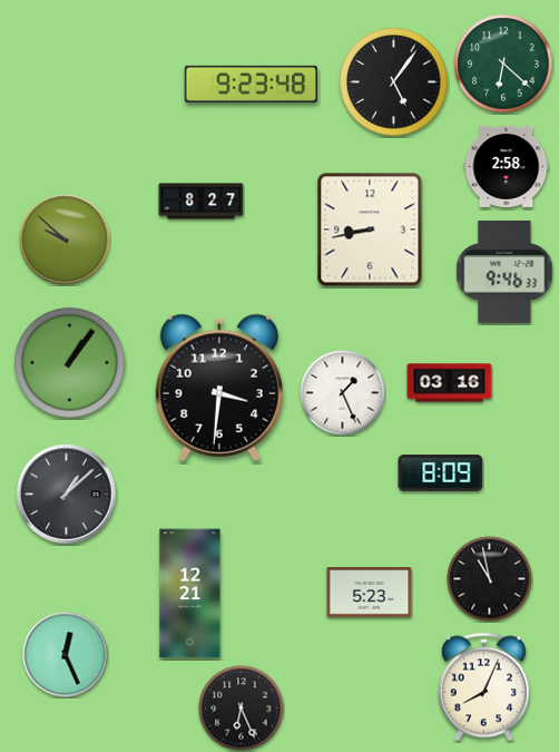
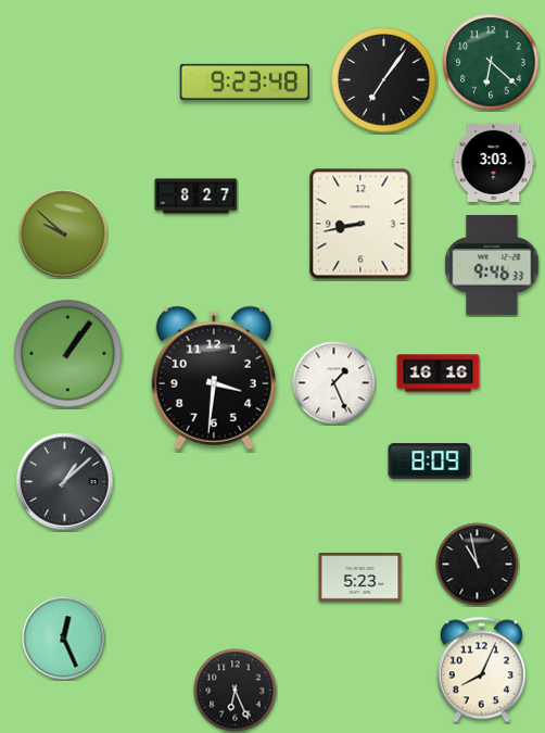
clock at (394, 82): 5:06 -> 7:06
clock at (507, 166): 2:58 -> 3:03
clock at (450, 383): 03:16 -> 16:16
clock at (190, 594): 12:21 -> none
clock at (483, 687) position: (483, 687) -> (481, 670)
